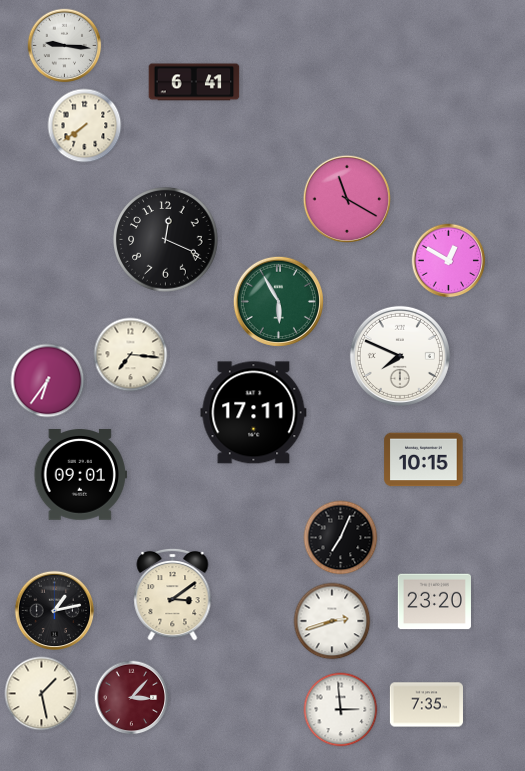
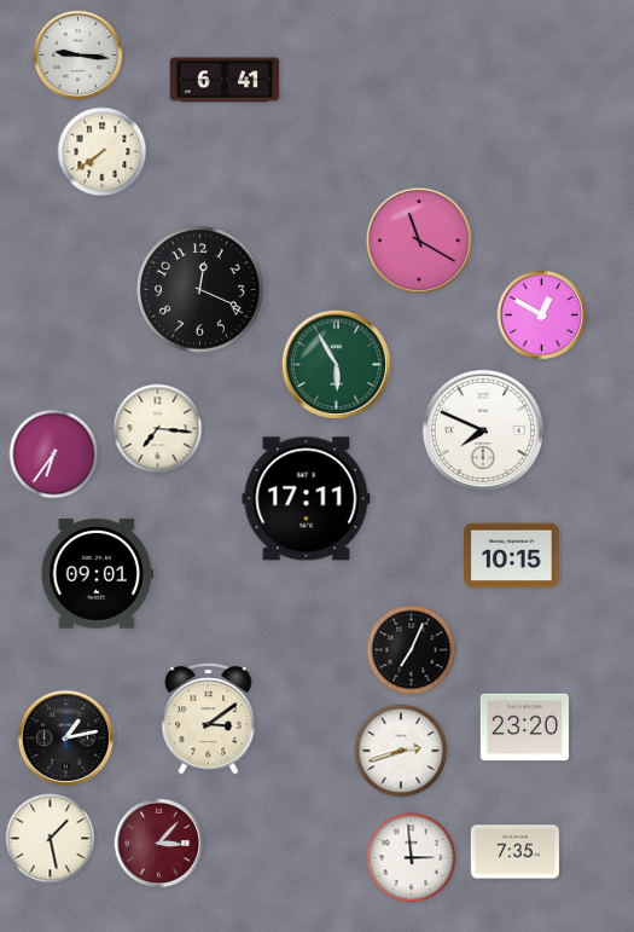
clock at (194, 82) position: (194, 82) -> (225, 80)
clock at (48, 381) position: (48, 381) -> (54, 455)
